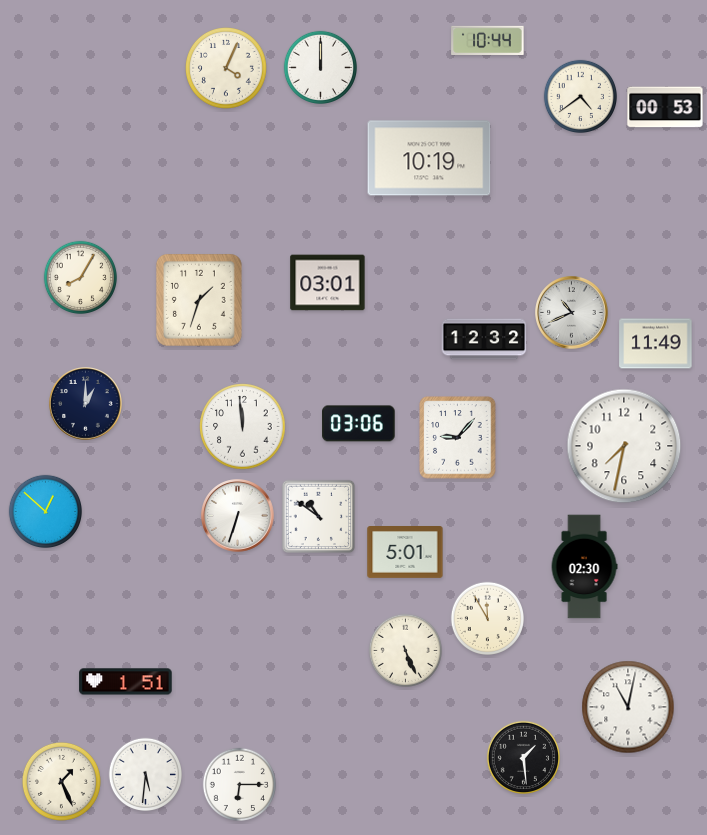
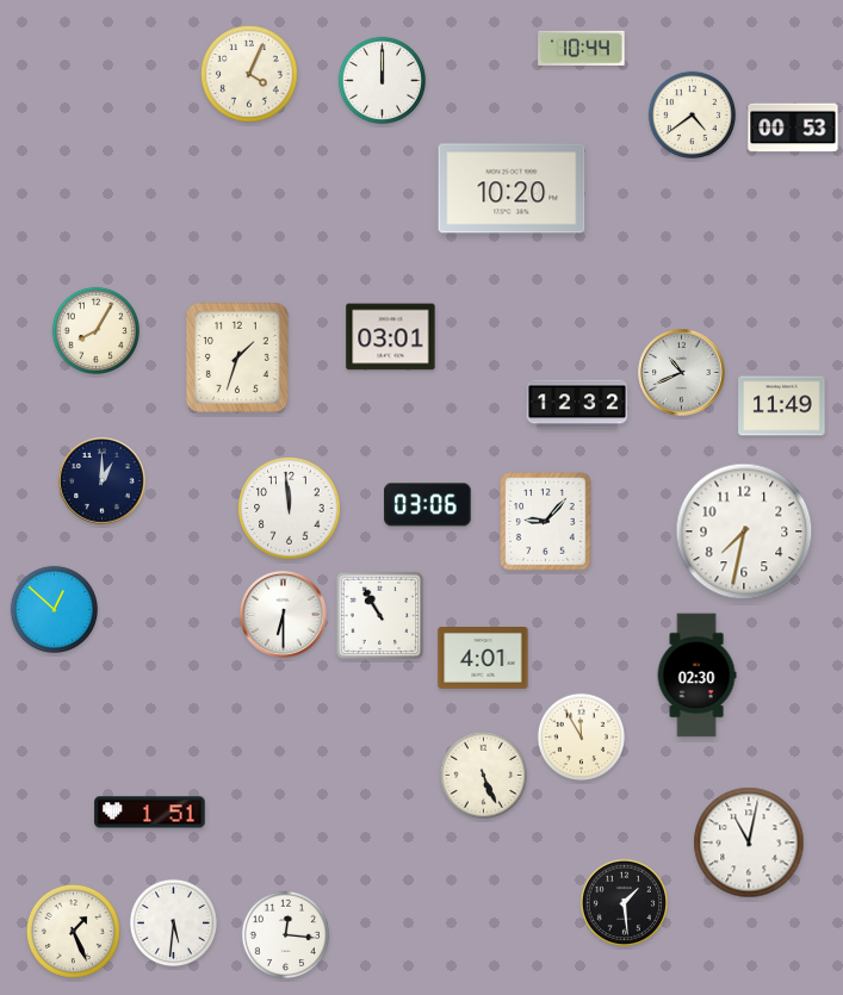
clock at (227, 69) position: (227, 69) -> (250, 75)
clock at (429, 158): 10:19 -> 10:20
clock at (656, 344) position: (656, 344) -> (782, 406)
clock at (238, 516): 6:33 -> 6:30
clock at (319, 517): 10:51 -> 10:55
clock at (405, 553): 5:01 -> 4:01
clock at (239, 784): 6:15 -> 12:16
